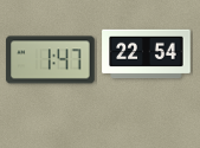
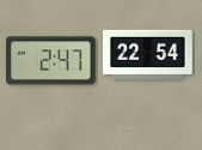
clock at (51, 60): 1:47 -> 2:47
